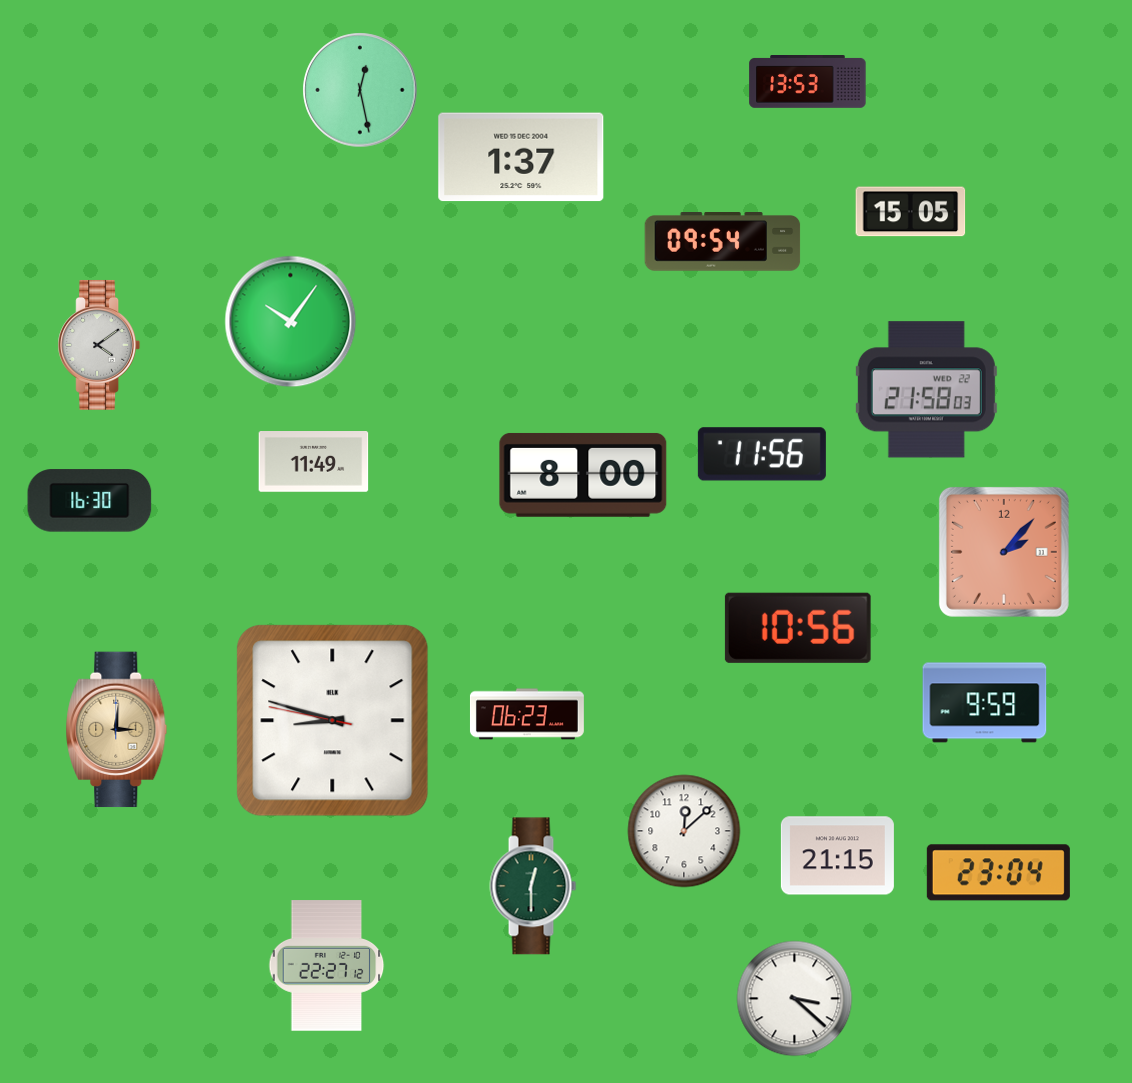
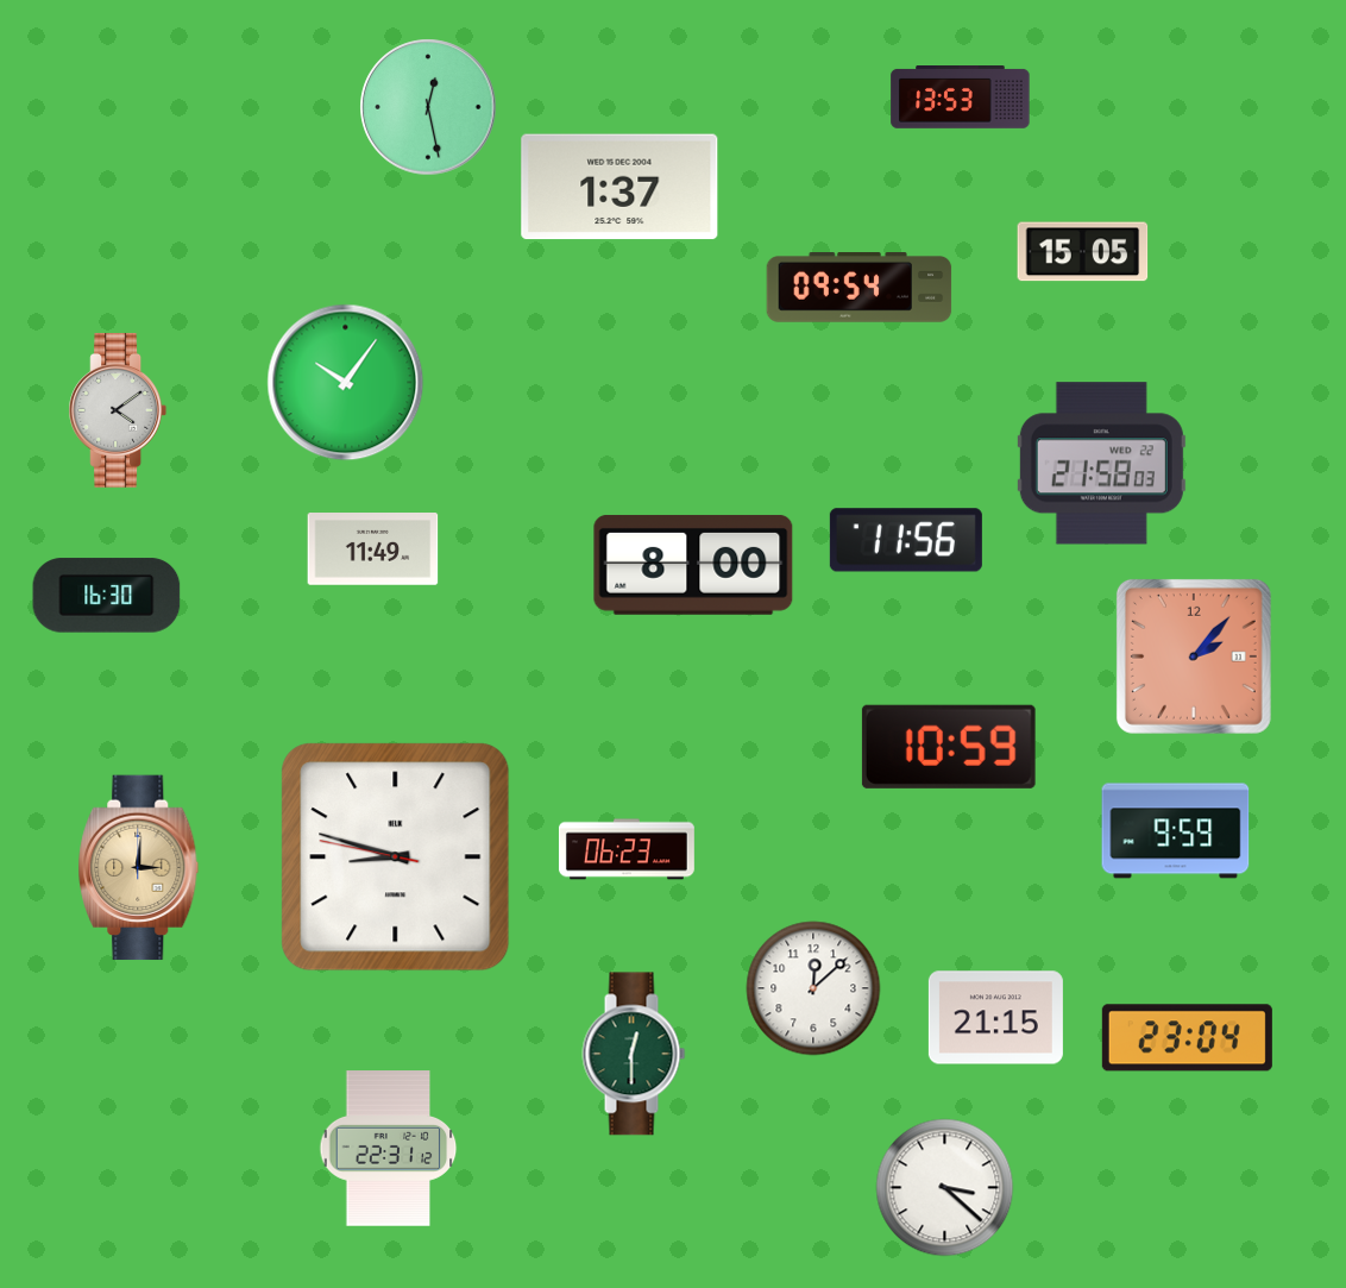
clock at (798, 628): 10:56 -> 10:59
clock at (985, 703) position: (985, 703) -> (1176, 831)
clock at (327, 966): 22:27 -> 22:31
